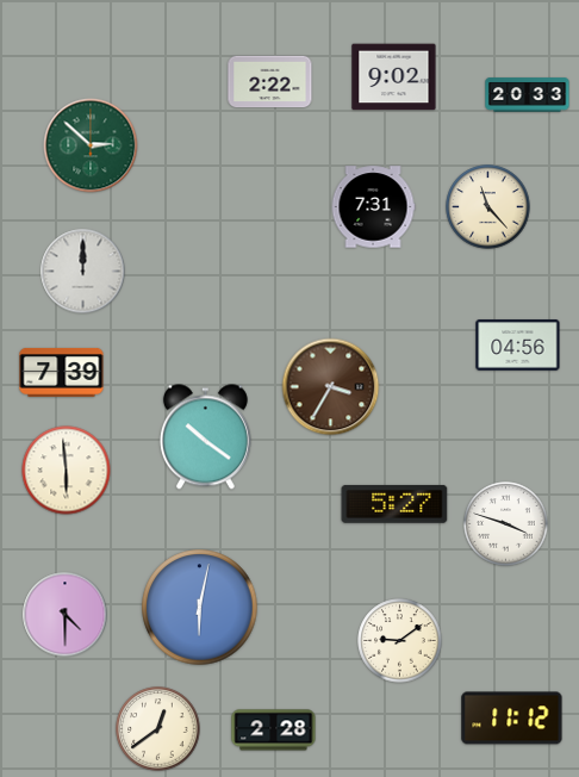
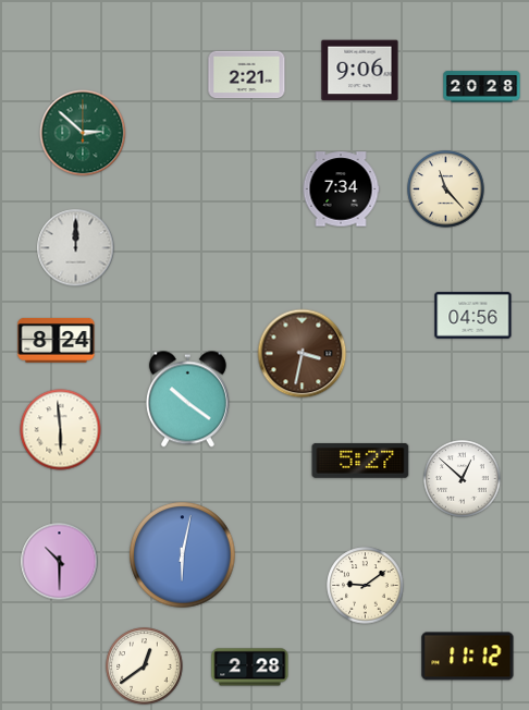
clock at (394, 77): 9:02 -> 9:06
clock at (270, 82): 2:22 -> 2:21
clock at (528, 95): 20:33 -> 20:28
clock at (373, 207): 7:31 -> 7:34
clock at (62, 372): 7:39 -> 8:24
clock at (331, 387): 3:35 -> 3:32
clock at (506, 524): 3:48 -> 12:52
clock at (66, 615): 4:30 -> 10:30
